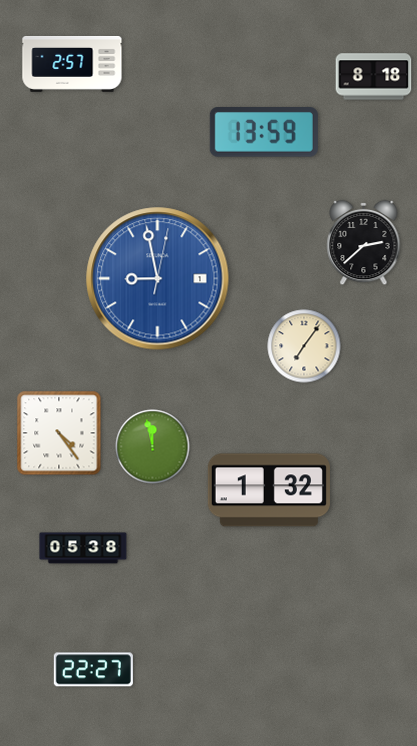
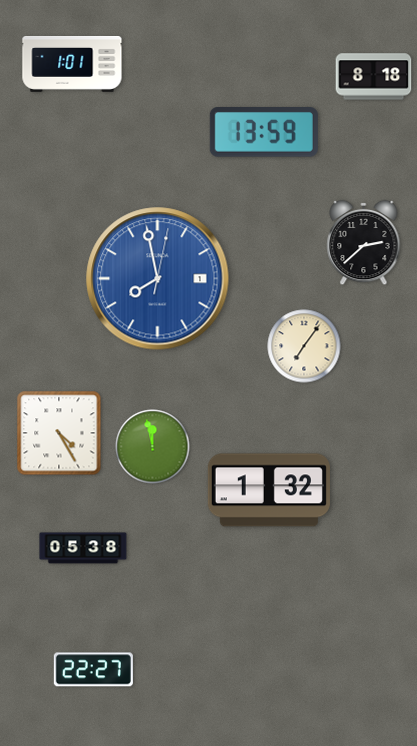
clock at (72, 64): 2:57 -> 1:01
clock at (158, 279): 8:58 -> 7:58
clock at (59, 433): 4:24 -> 4:25
